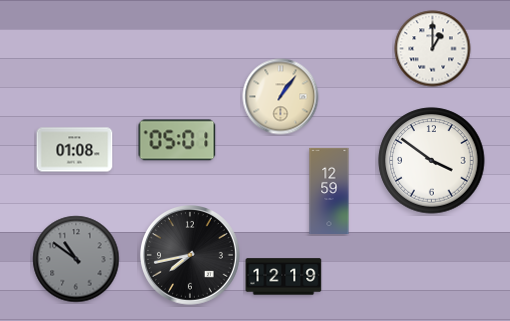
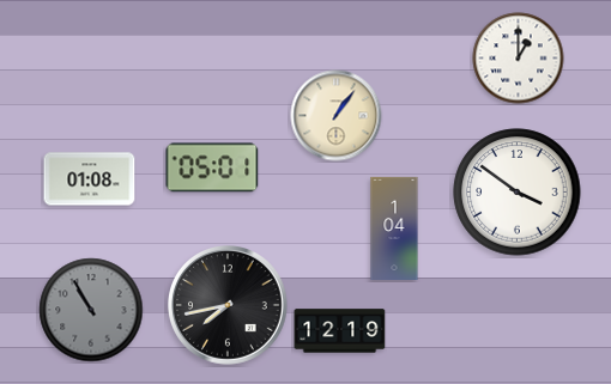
clock at (329, 190): 12:59 -> 1:04
clock at (76, 259): 10:51 -> 10:55
